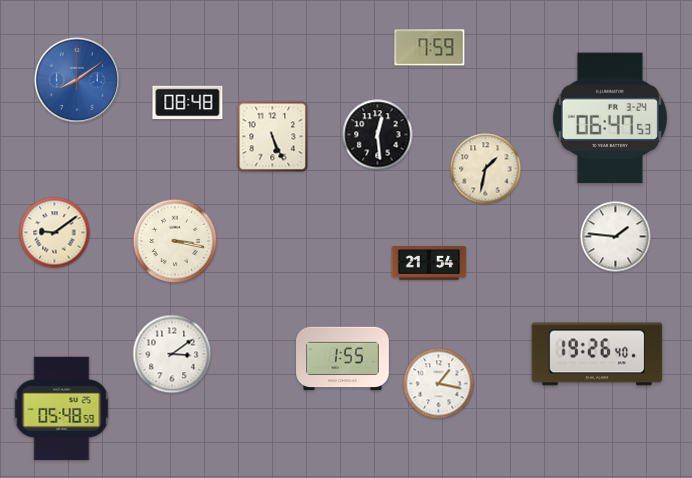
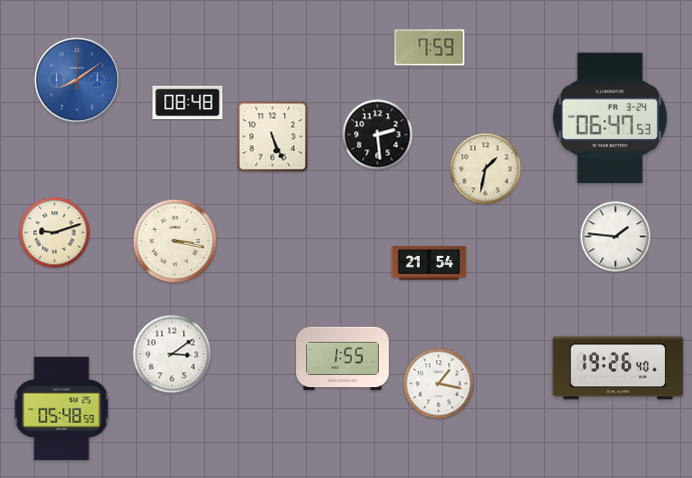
clock at (378, 135): 12:29 -> 2:29
clock at (55, 233): 9:09 -> 9:12
clock at (597, 354) position: (597, 354) -> (618, 368)
